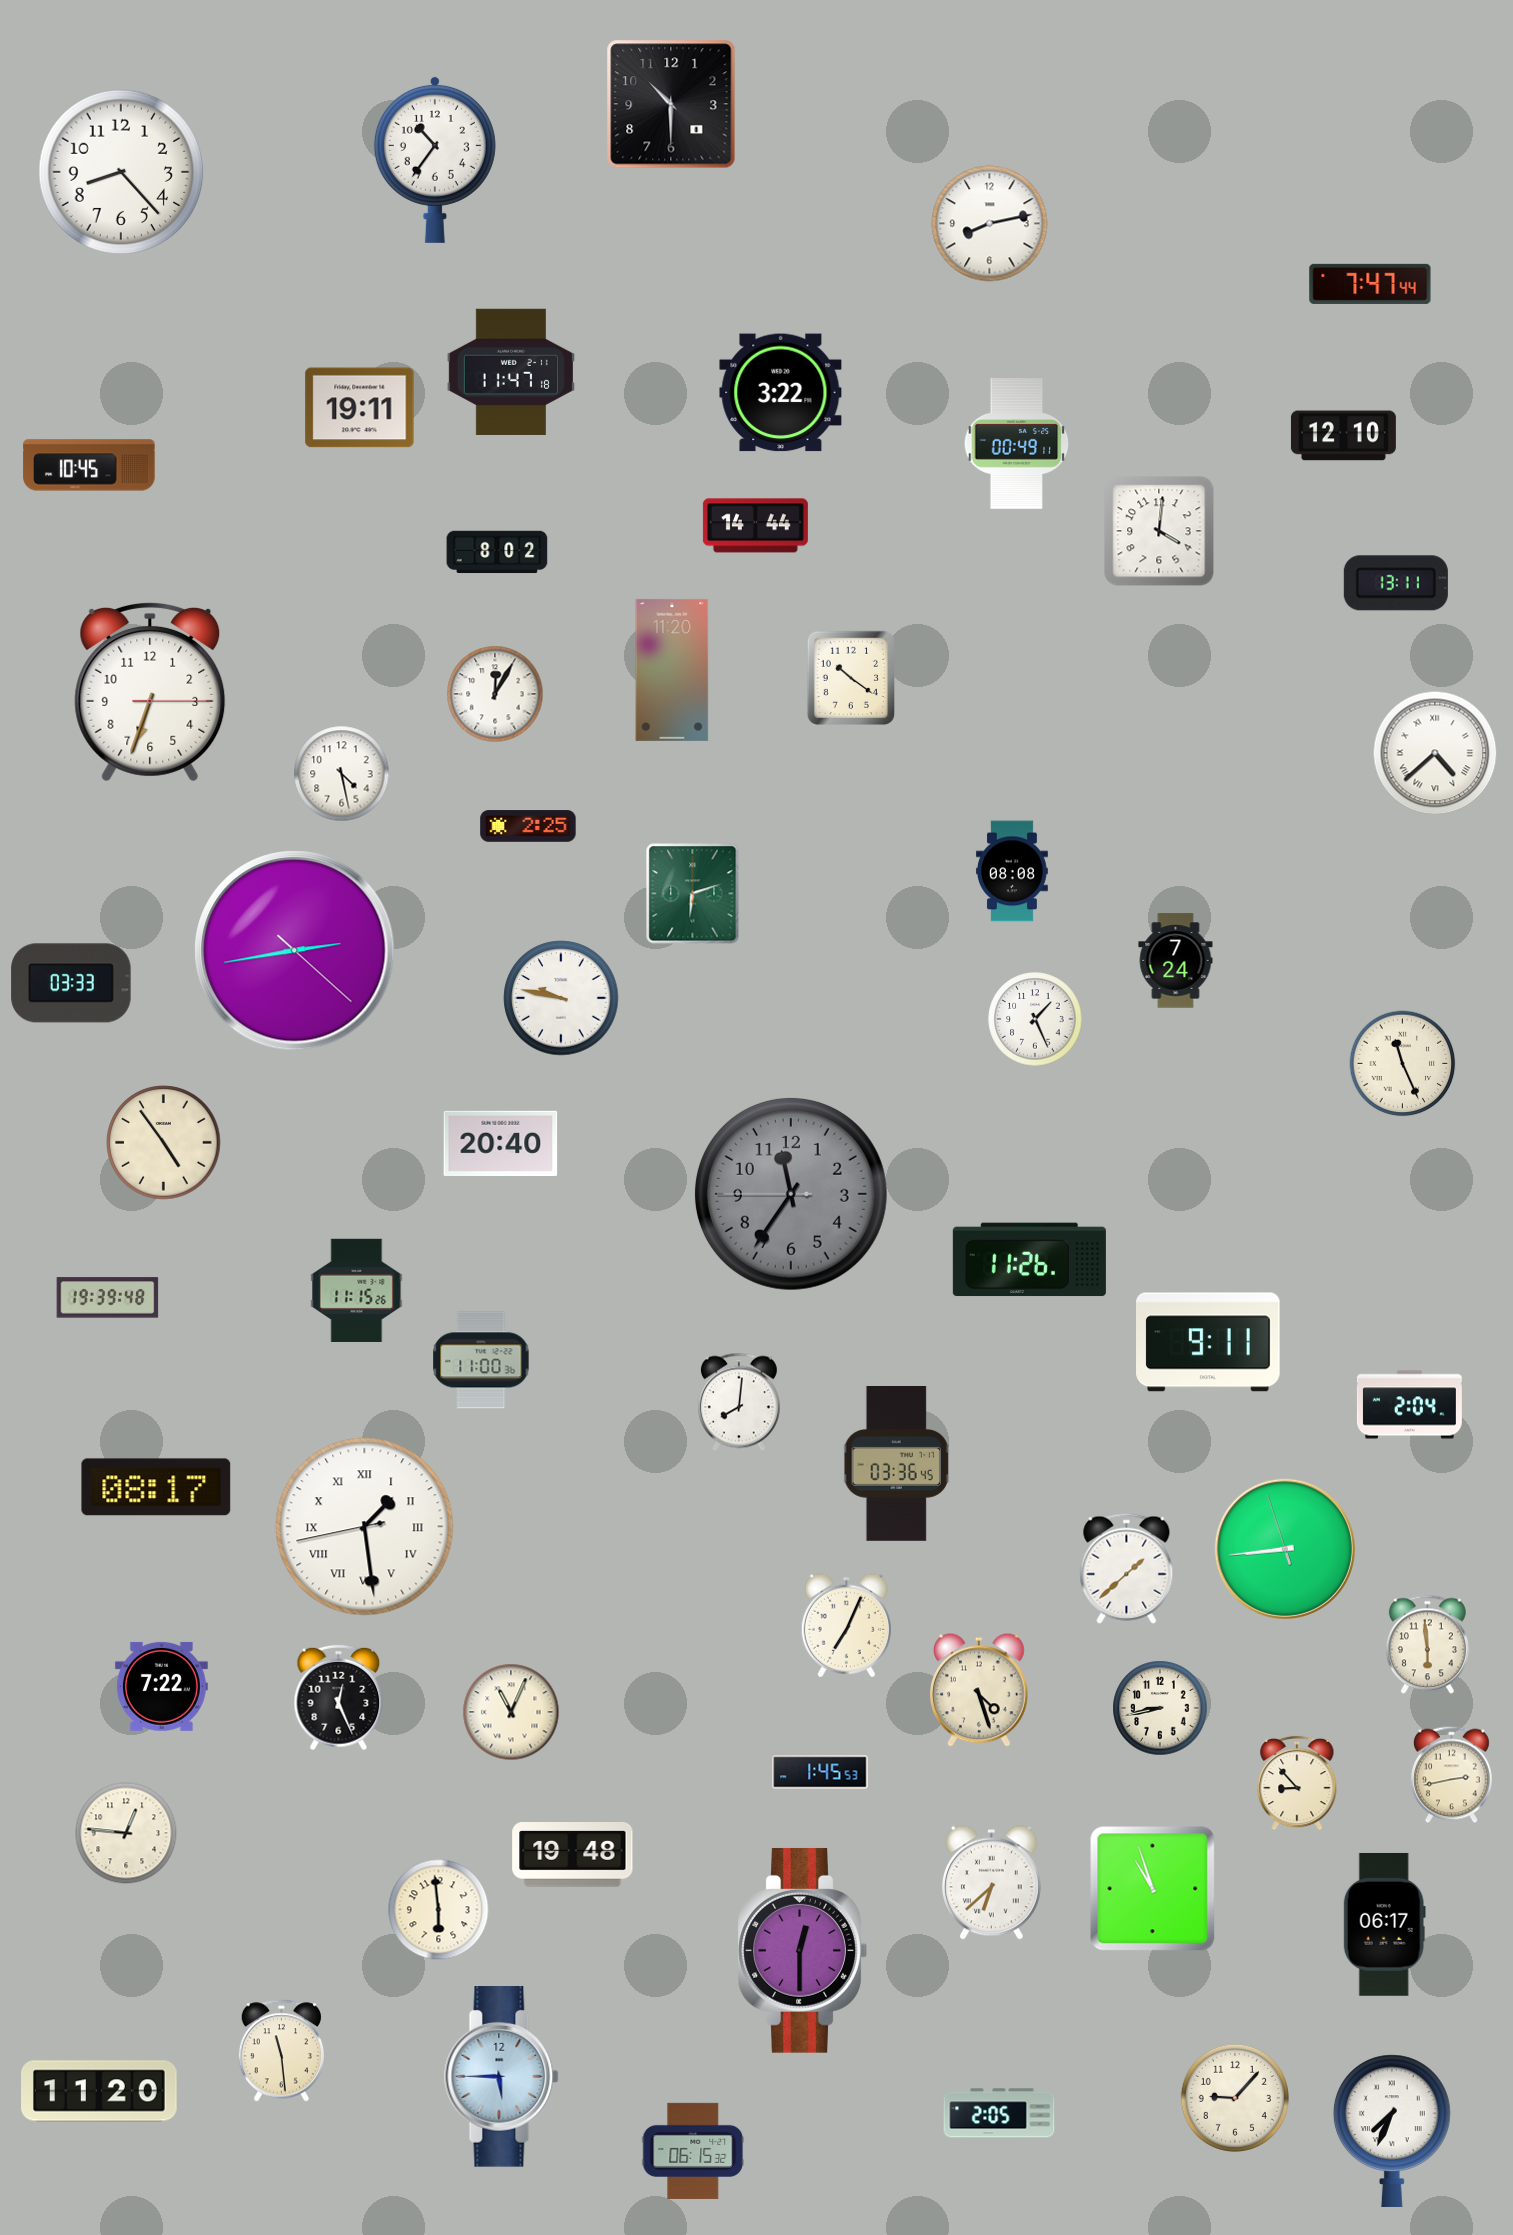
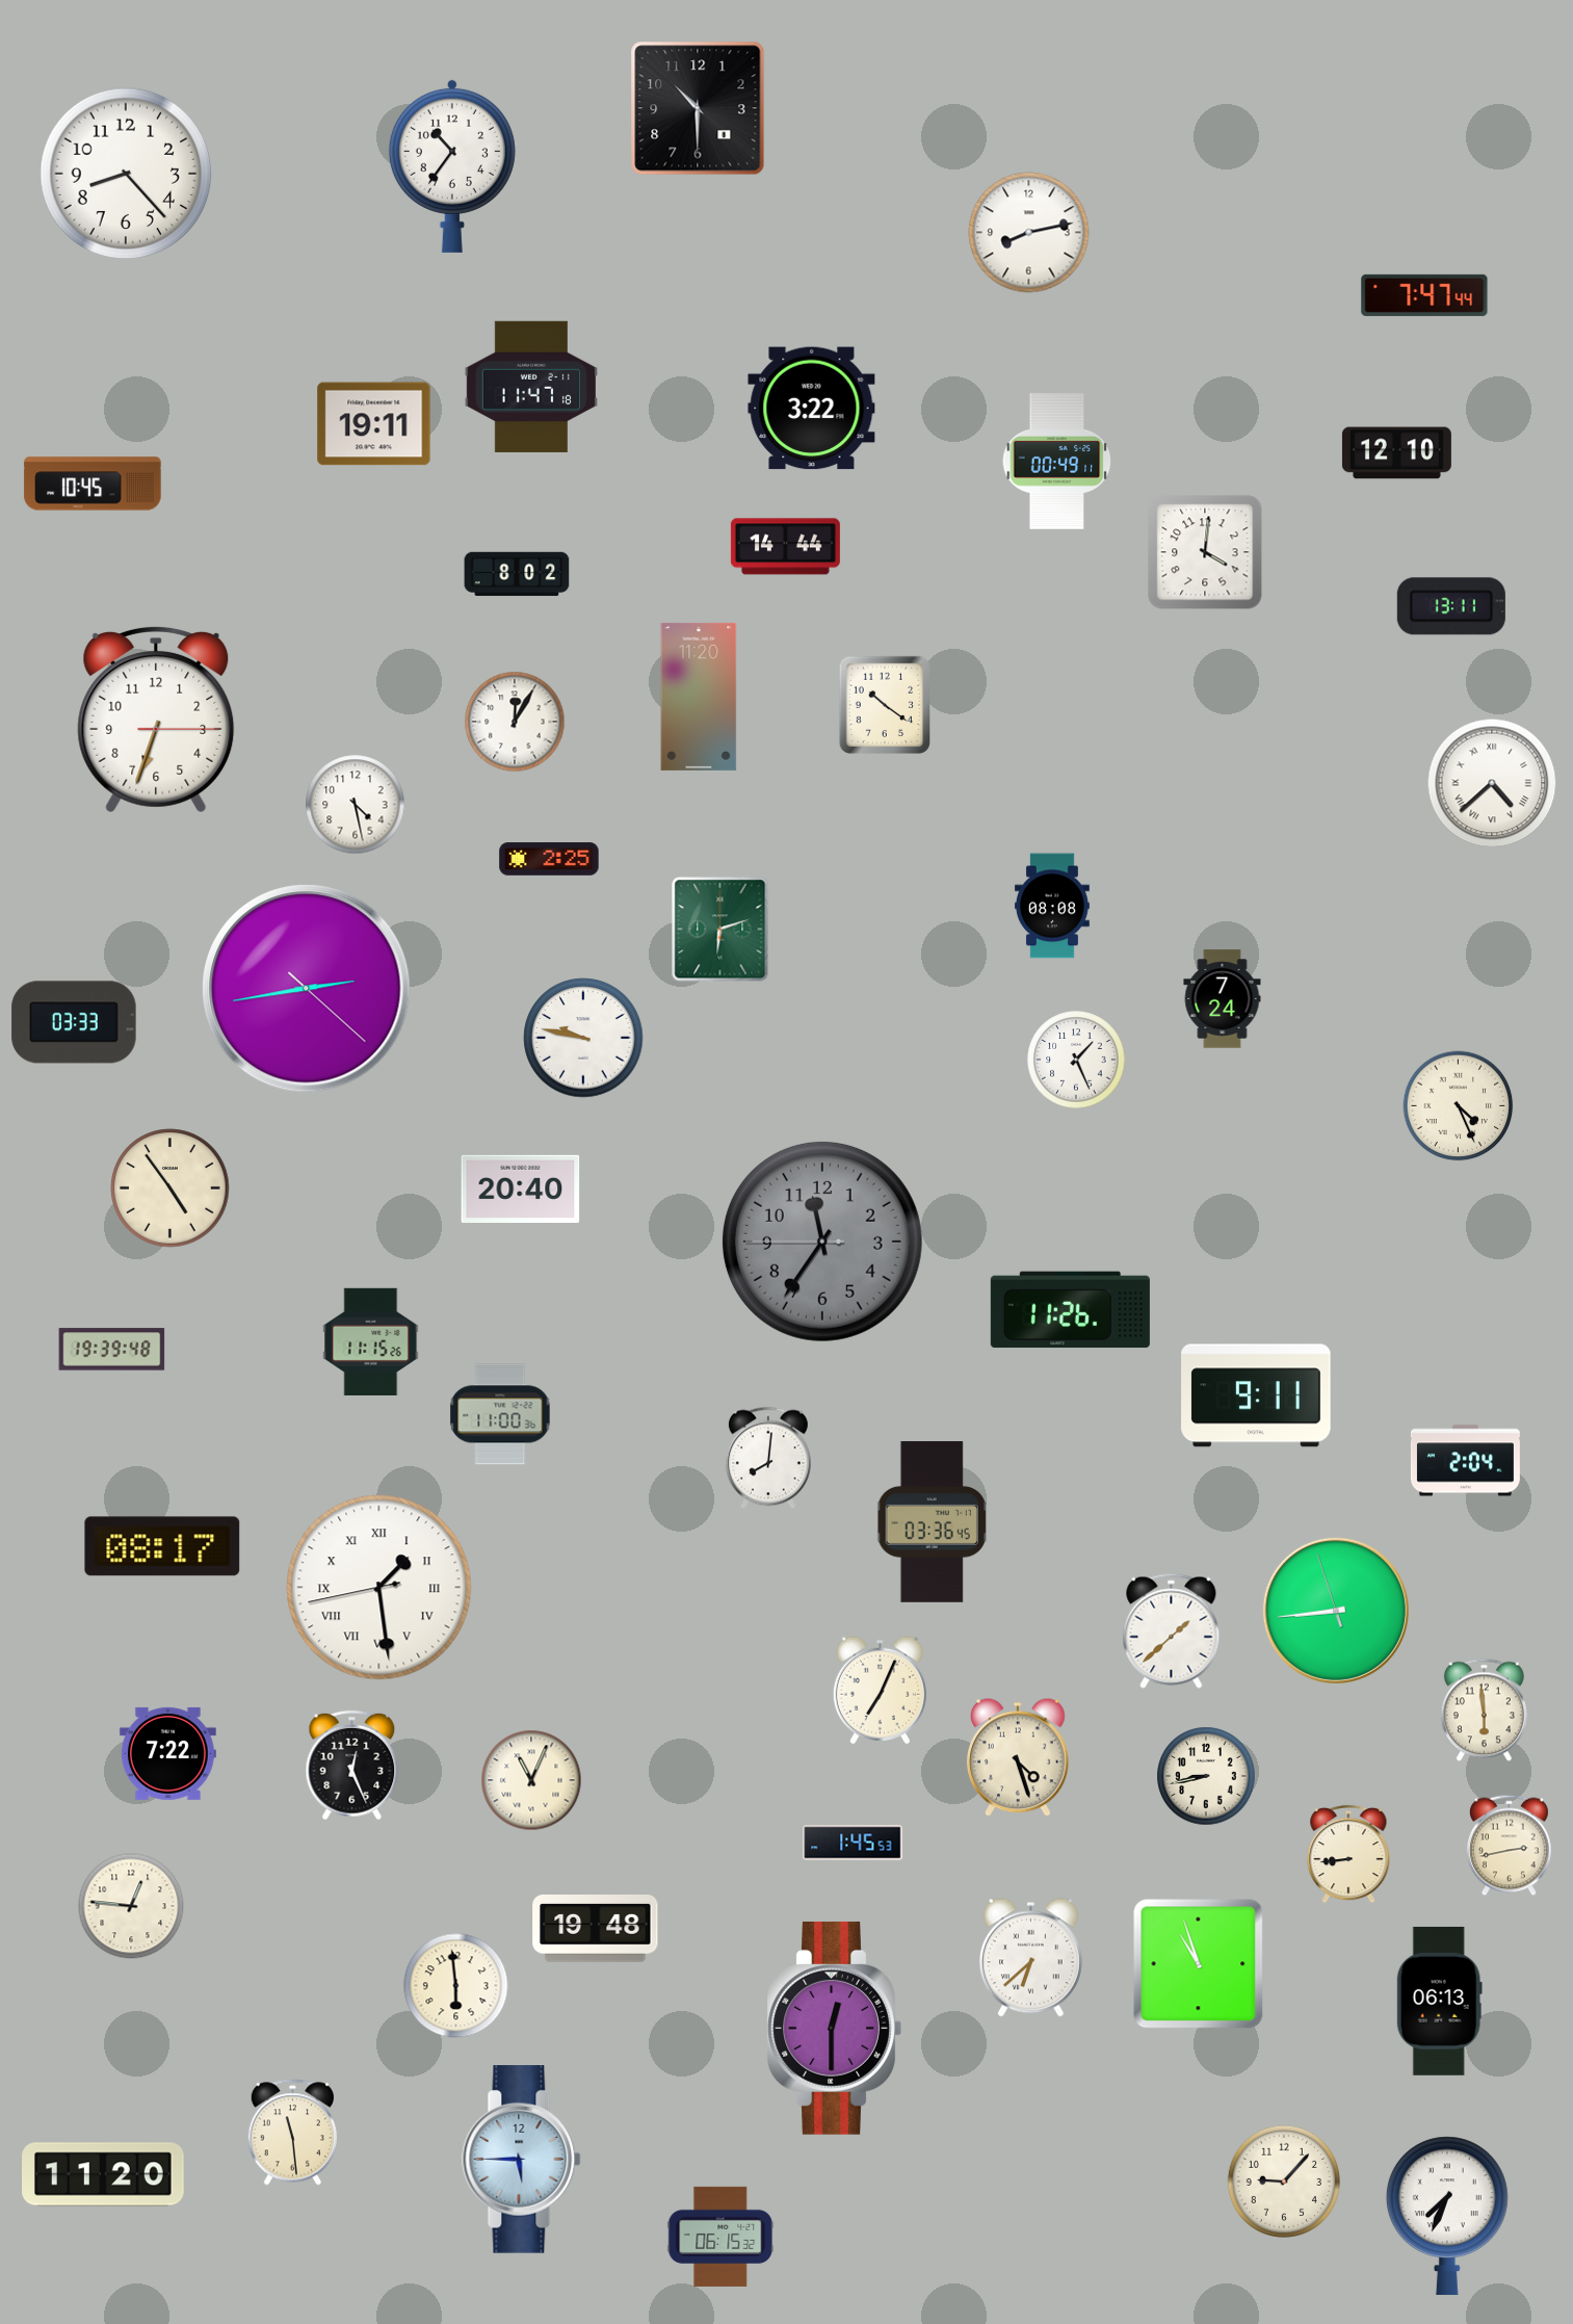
clock at (121, 172) position: (121, 172) -> (126, 174)
clock at (1403, 1064): 11:26 -> 4:26
clock at (1297, 1783): 8:53 -> 8:44
clock at (1384, 1924): 06:17 -> 06:13
clock at (999, 2113): 2:05 -> none
